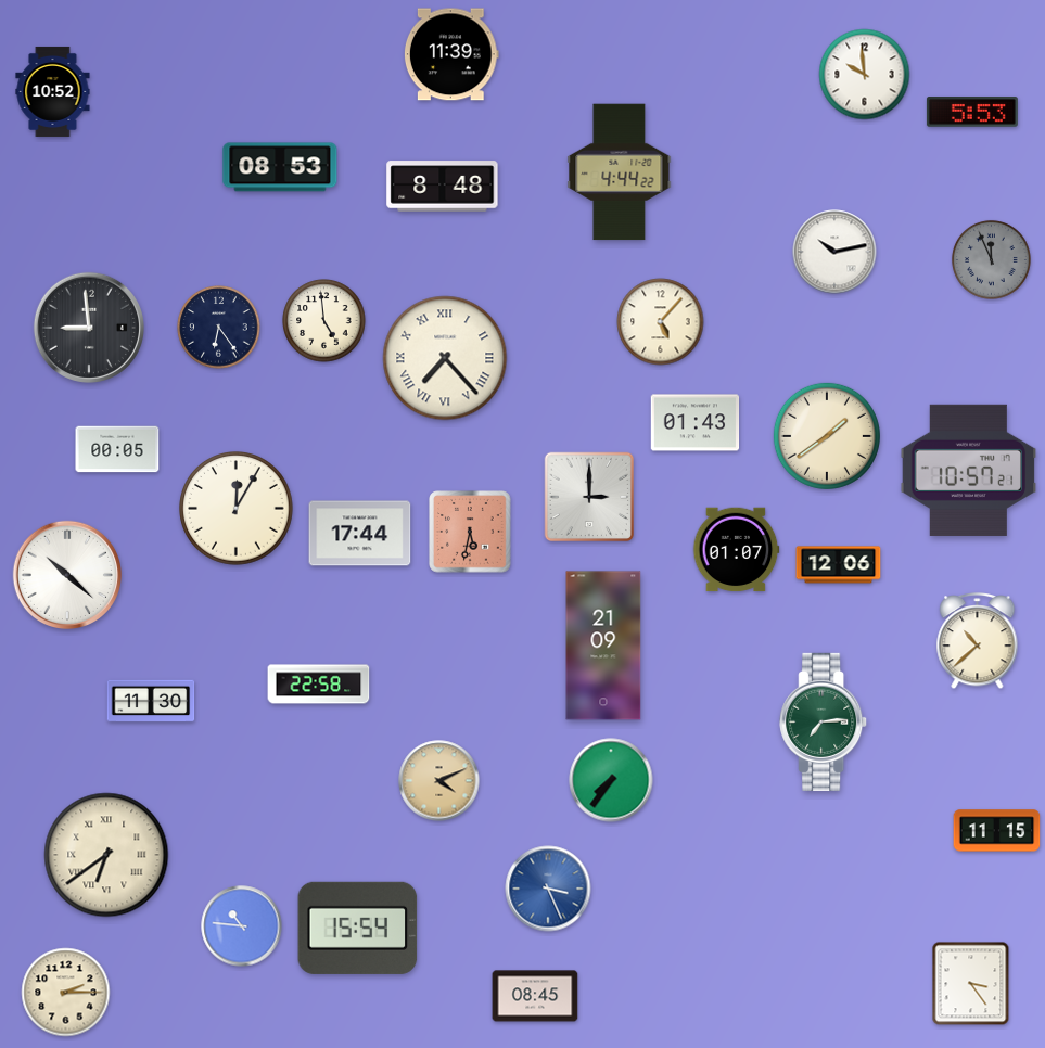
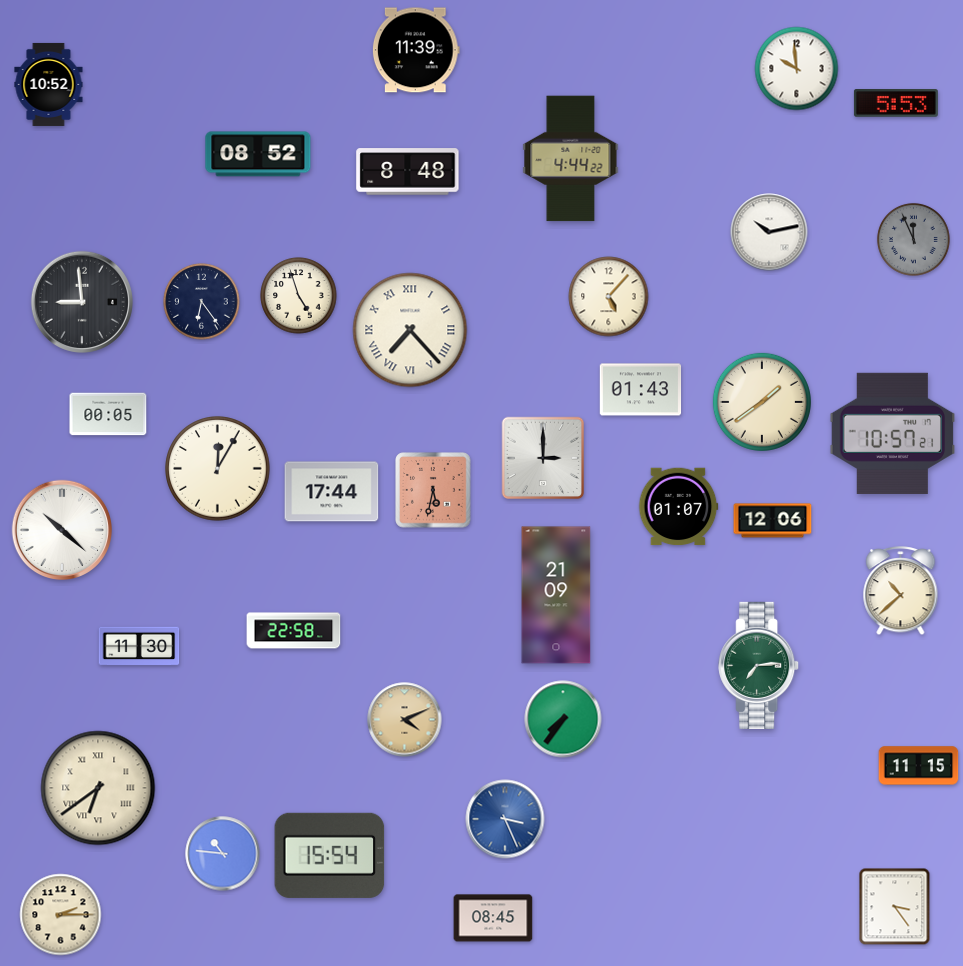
clock at (280, 167): 08:53 -> 08:52
clock at (324, 321): 4:59 -> 4:57
